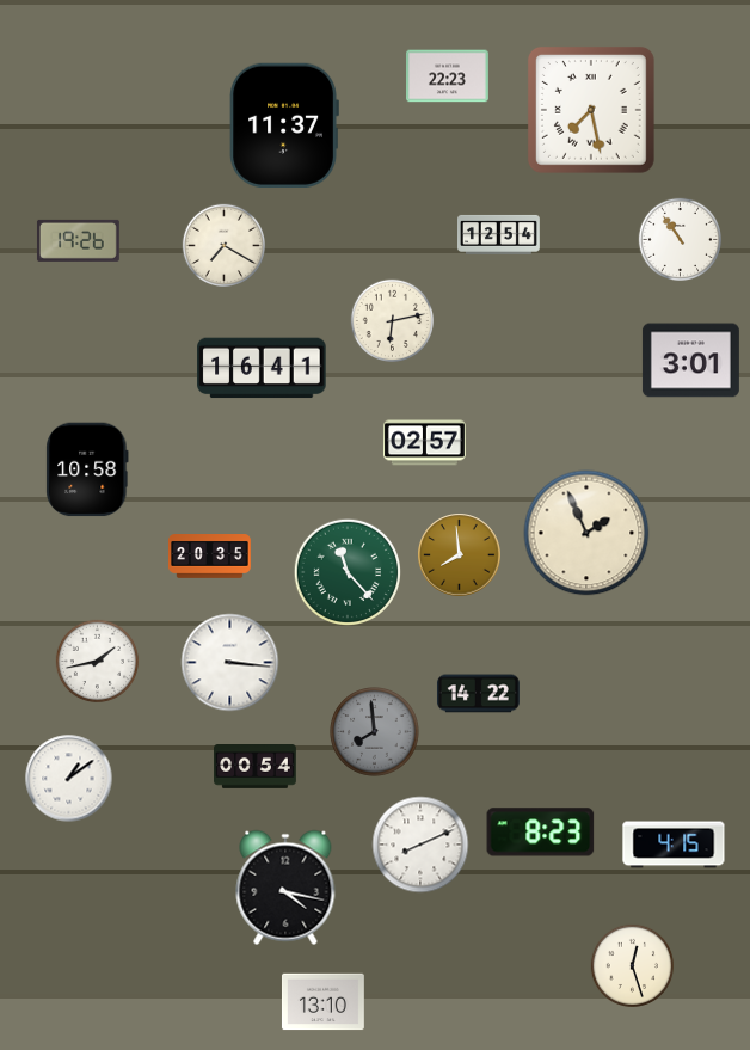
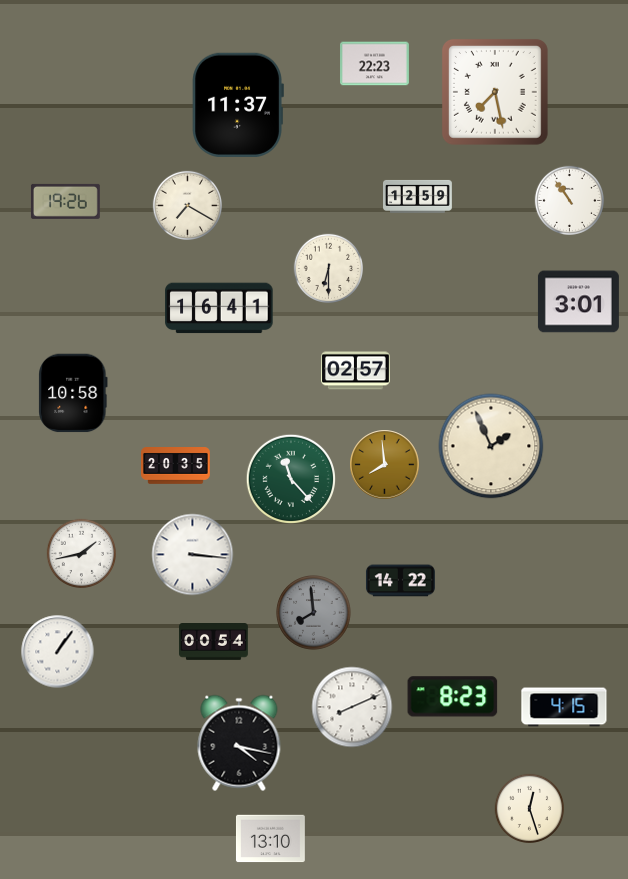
clock at (499, 234): 12:54 -> 12:59
clock at (392, 320): 6:13 -> 6:30
clock at (69, 779): 1:09 -> 1:06
